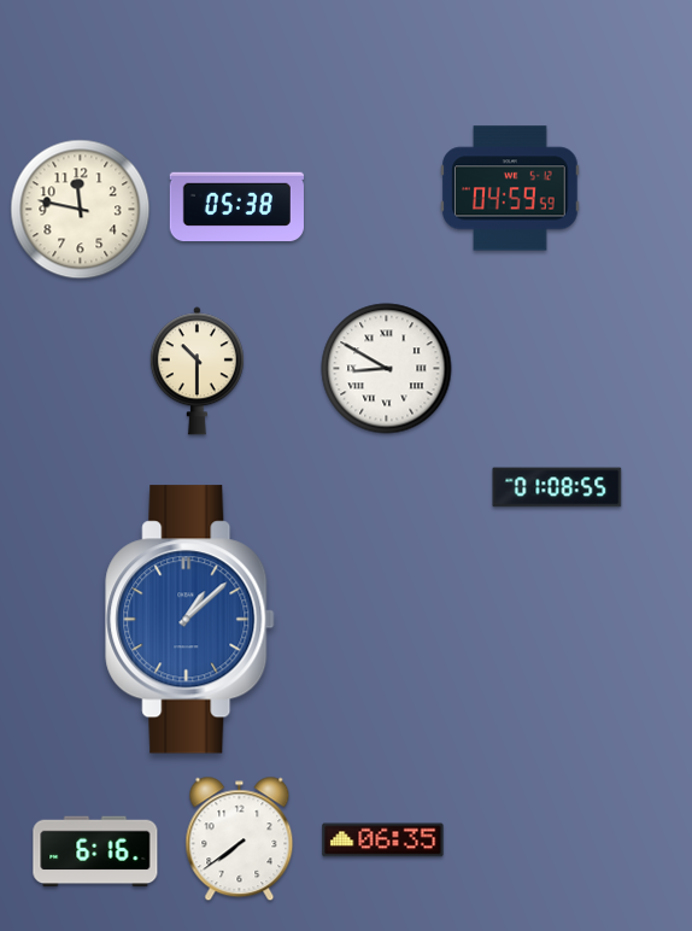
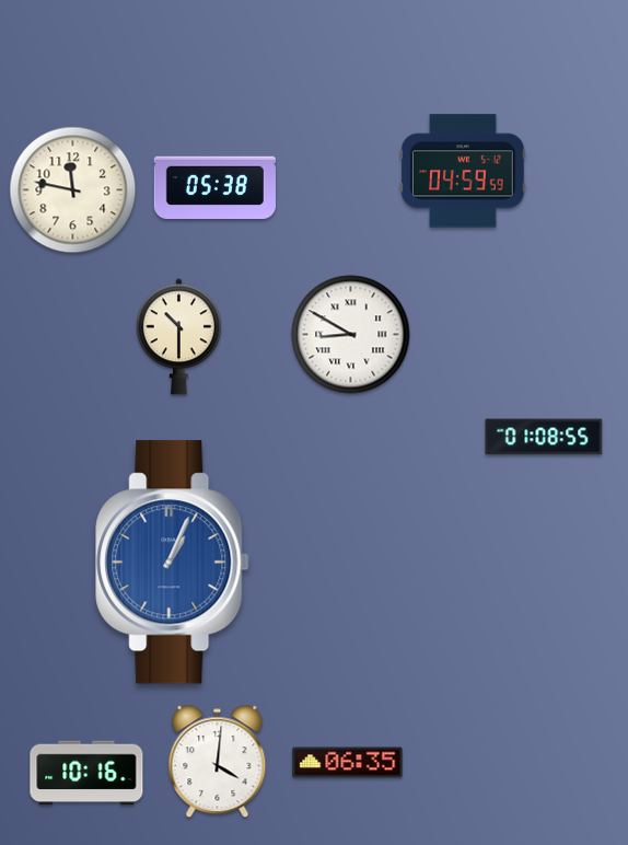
clock at (557, 487) position: (557, 487) -> (544, 437)
clock at (190, 620): 1:08 -> 1:04
clock at (240, 839): 7:39 -> 4:01
clock at (95, 851): 6:16 -> 10:16
